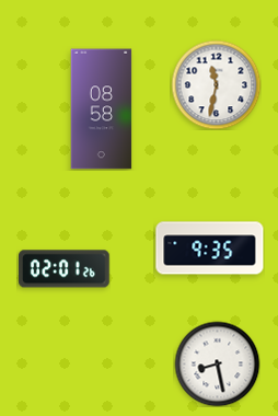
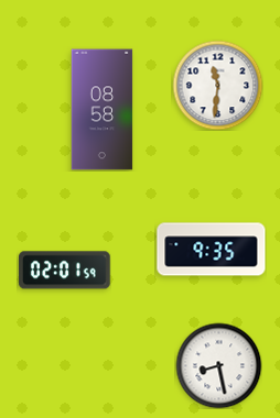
clock at (216, 84): 11:32 -> 11:31
clock at (65, 269): 02:01:26 -> 02:01:59
